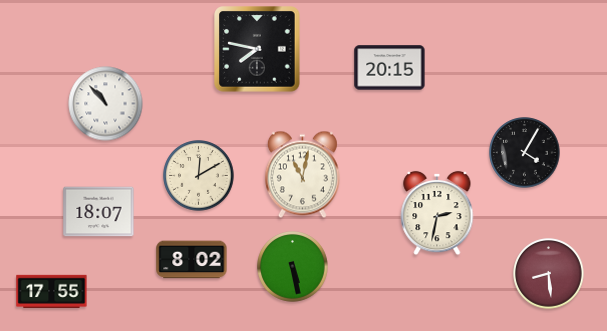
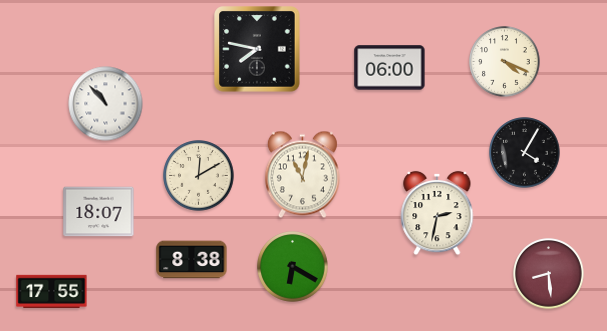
clock at (505, 62): none -> 4:19
clock at (390, 68): 20:15 -> 06:00
clock at (192, 260): 8:02 -> 8:38
clock at (293, 267): 5:28 -> 6:20
